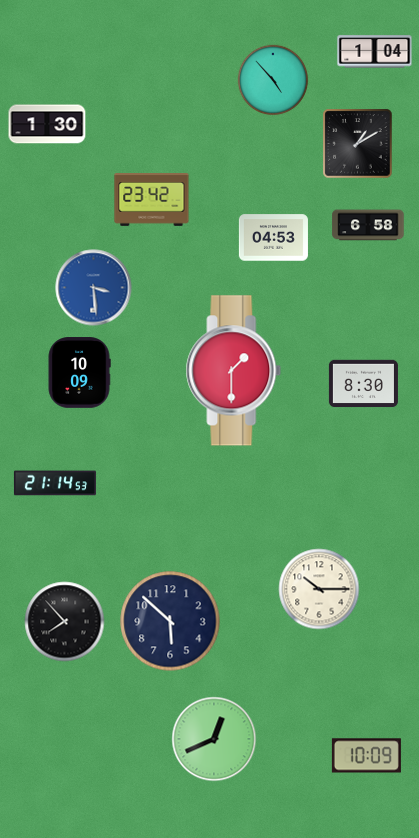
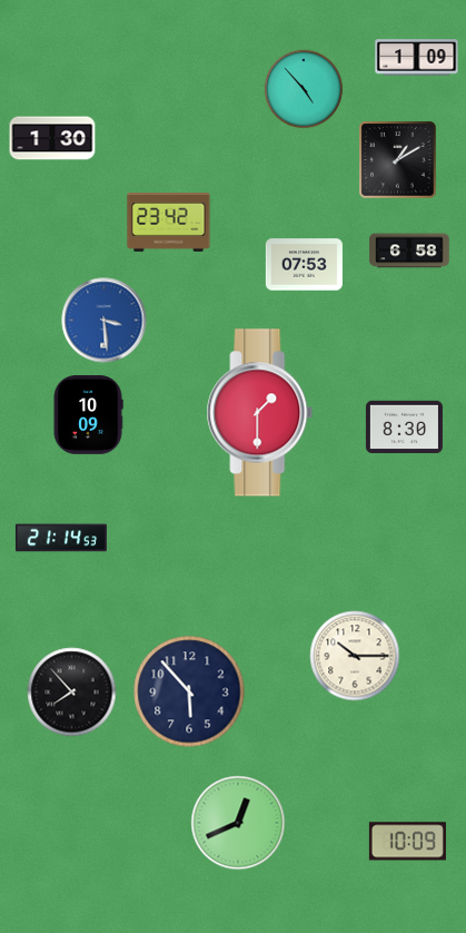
clock at (375, 52): 1:04 -> 1:09
clock at (273, 238): 04:53 -> 07:53
clock at (170, 621): 5:52 -> 5:53
